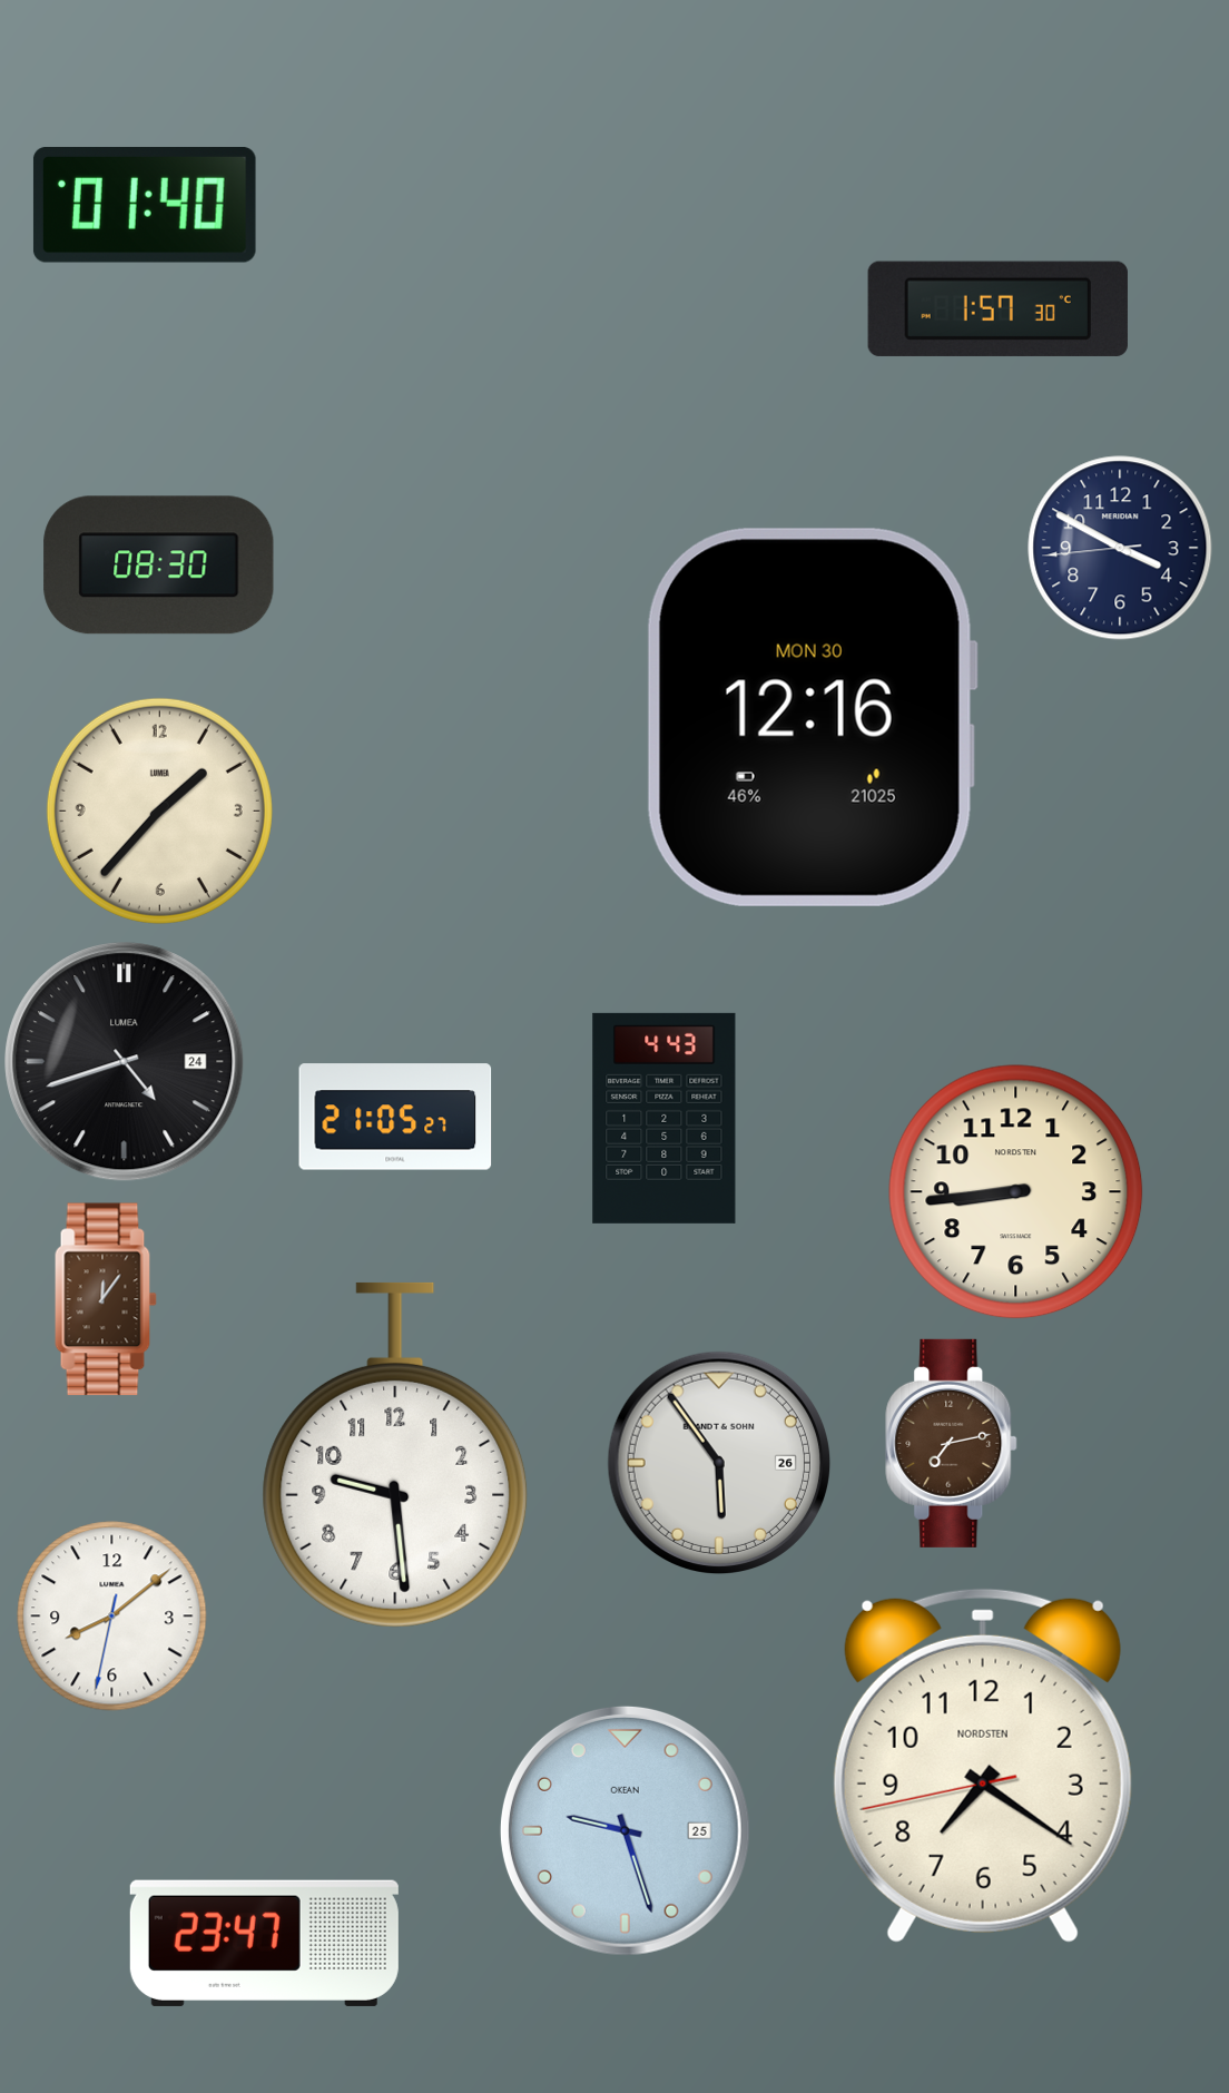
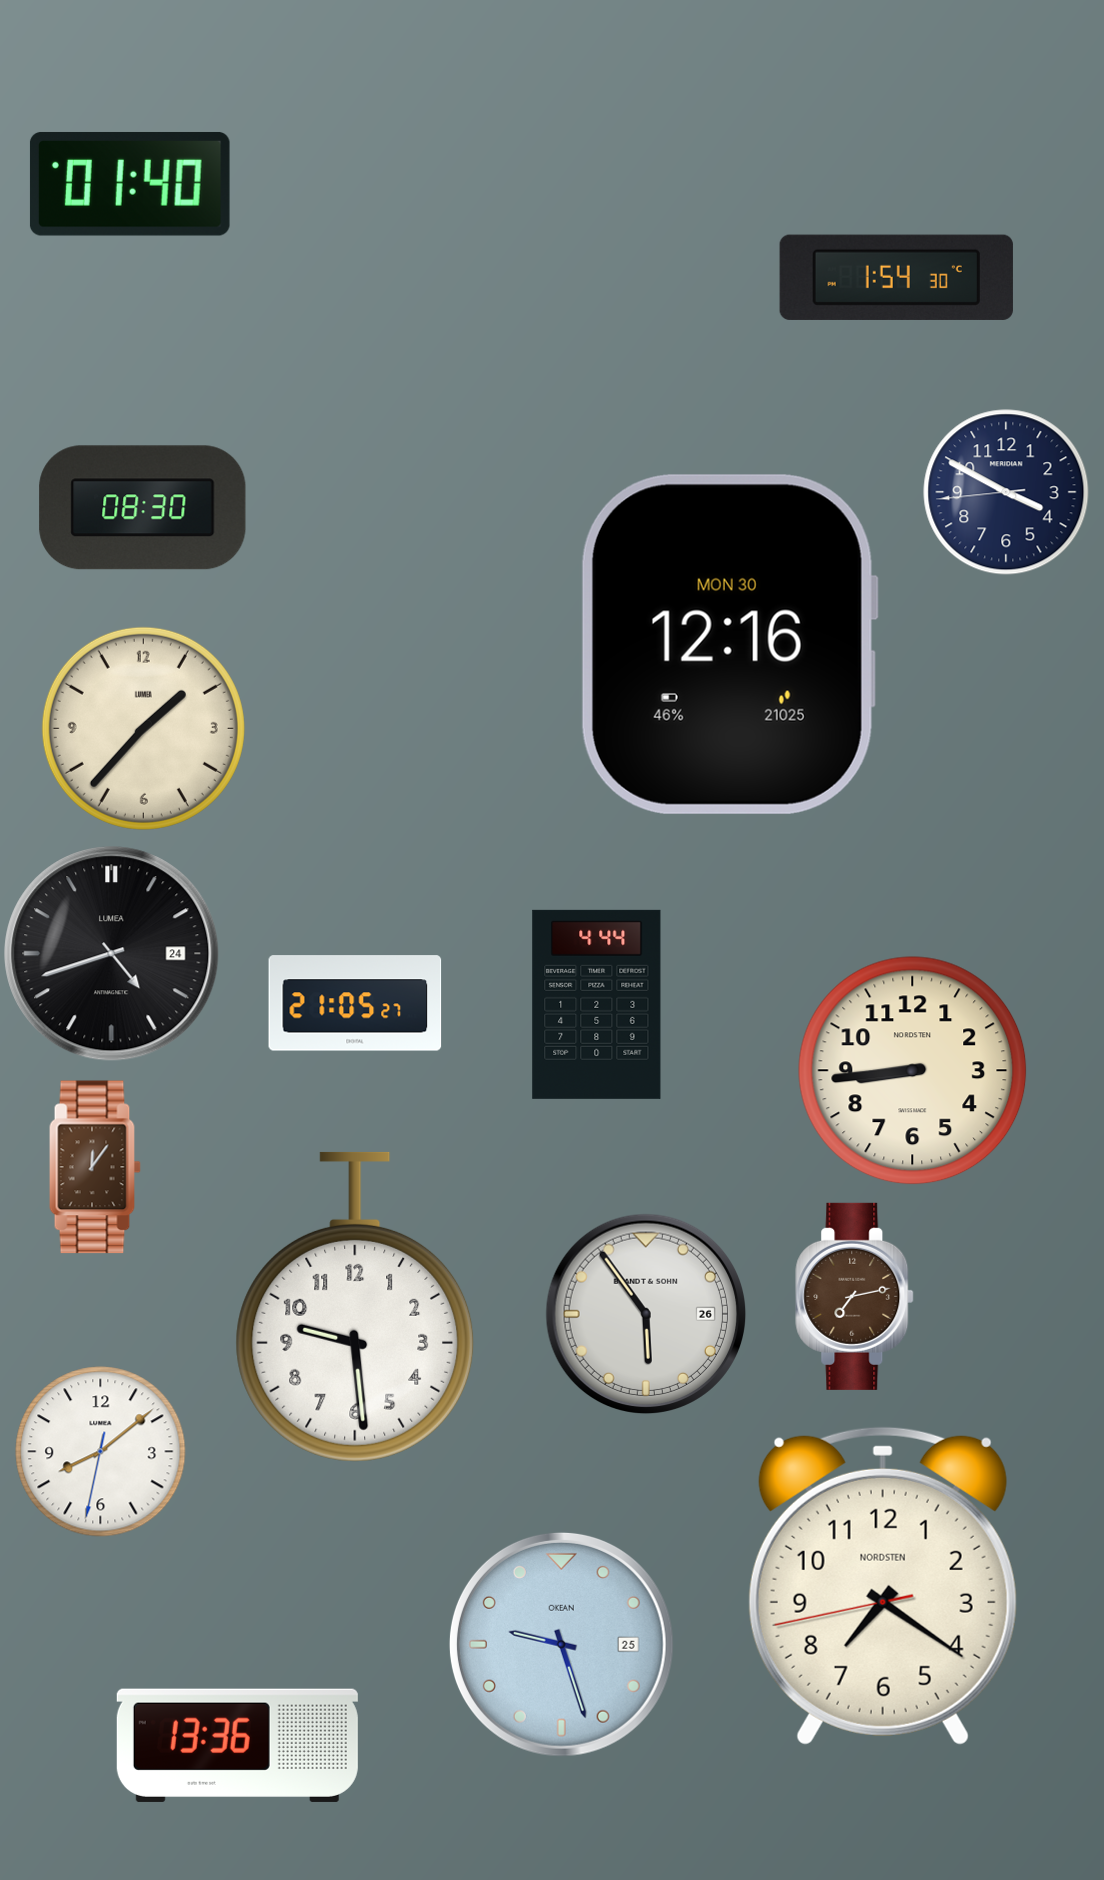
clock at (997, 308): 1:57 -> 1:54
clock at (665, 1118): 4:43 -> 4:44
clock at (264, 1943): 23:47 -> 13:36
